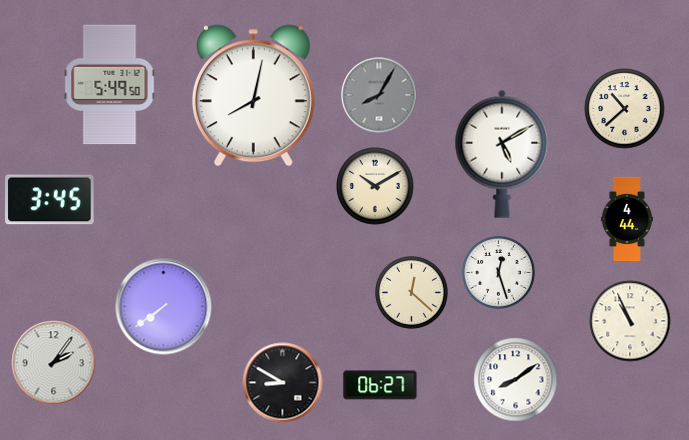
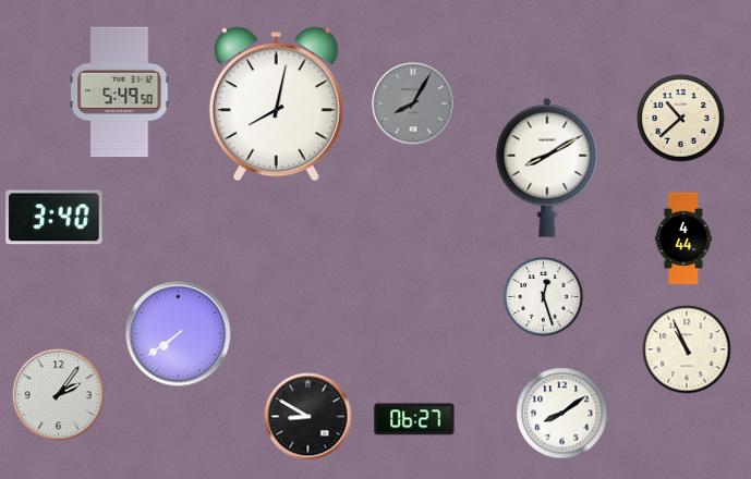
clock at (502, 154): 5:10 -> 8:10
clock at (375, 186): 10:10 -> none
clock at (50, 200): 3:45 -> 3:40
clock at (412, 293): 12:22 -> none
